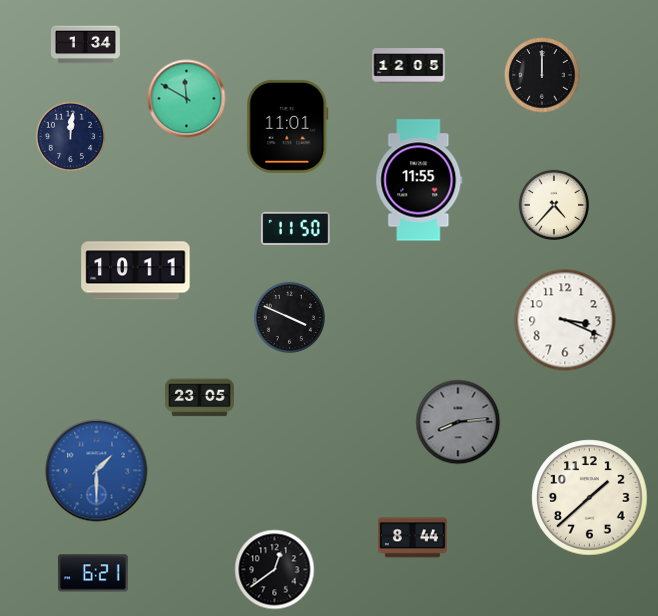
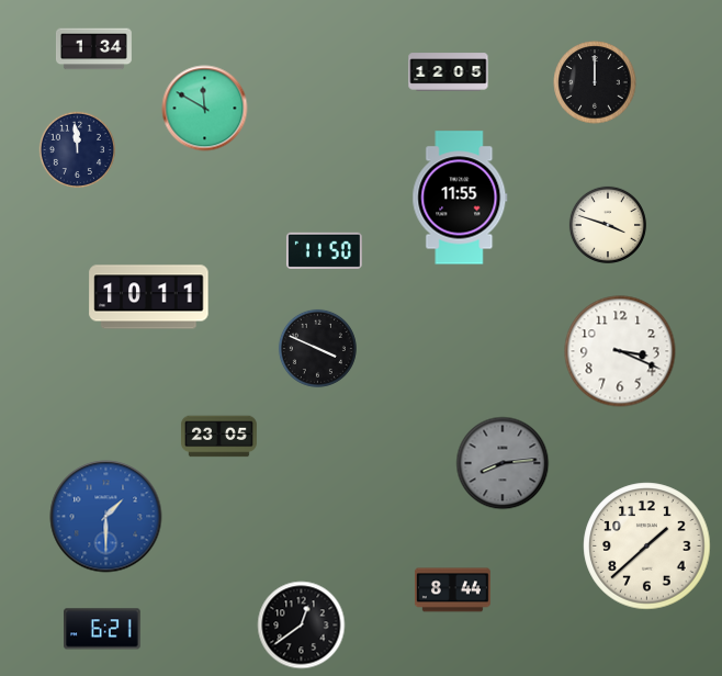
clock at (288, 126): 11:01 -> none
clock at (71, 137): 12:01 -> 11:59
clock at (554, 205): 4:37 -> 3:48
